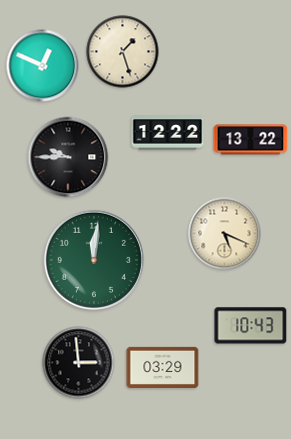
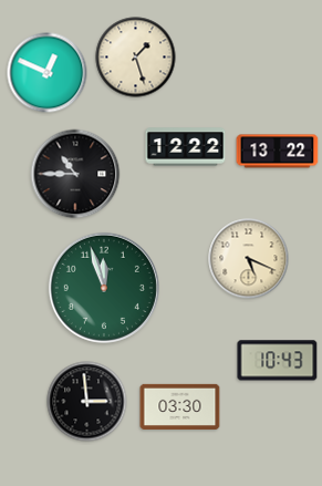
clock at (251, 140) position: (251, 140) -> (278, 152)
clock at (68, 157): 9:45 -> 10:45
clock at (94, 260): 12:01 -> 11:57
clock at (163, 367): 03:29 -> 03:30
